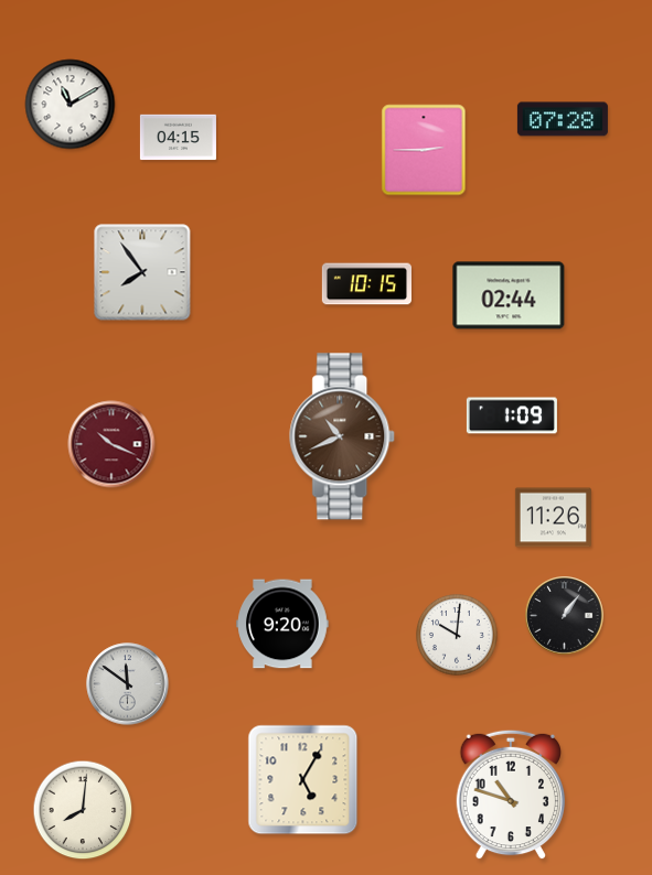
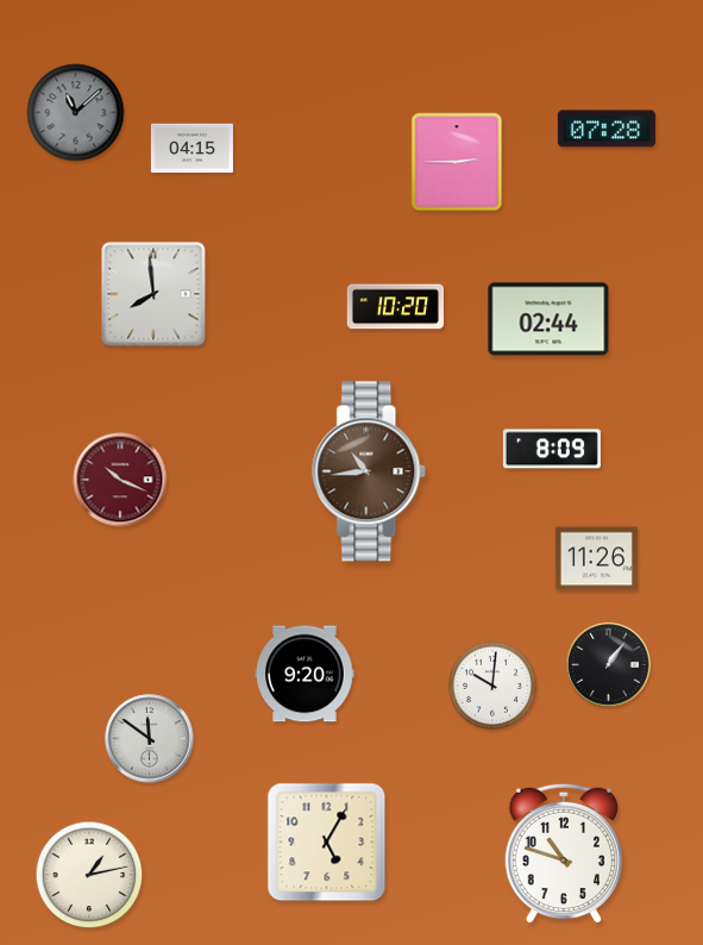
clock at (71, 105): 11:10 -> 11:08
clock at (71, 105) dial: white -> grey
clock at (142, 272): 7:54 -> 7:59
clock at (366, 284): 10:15 -> 10:20
clock at (512, 415): 1:09 -> 8:09
clock at (343, 436): 10:41 -> 10:44
clock at (128, 684) position: (128, 684) -> (150, 739)
clock at (510, 795) position: (510, 795) -> (563, 853)
clock at (83, 810): 8:01 -> 1:13
